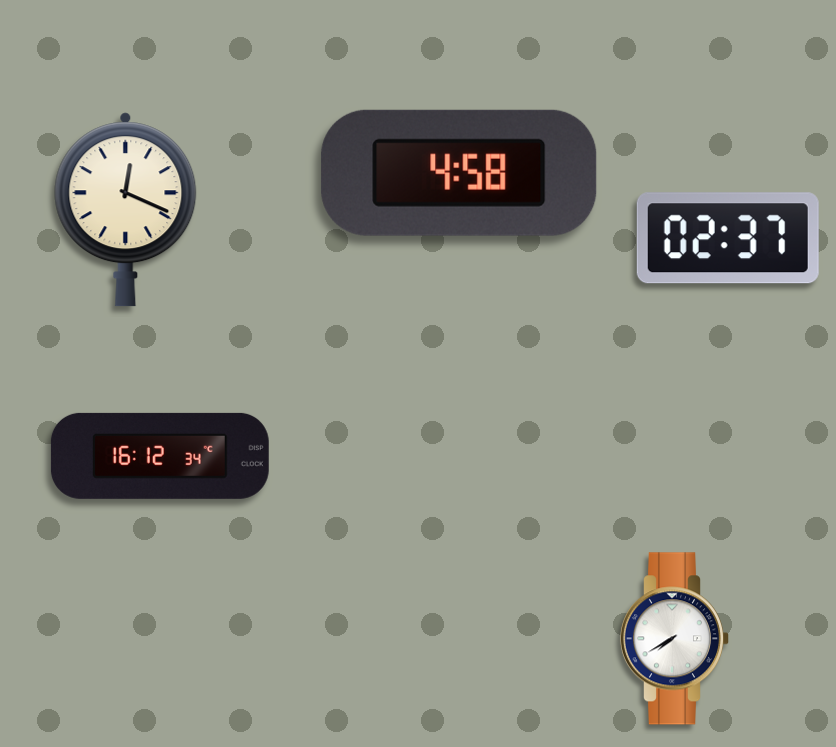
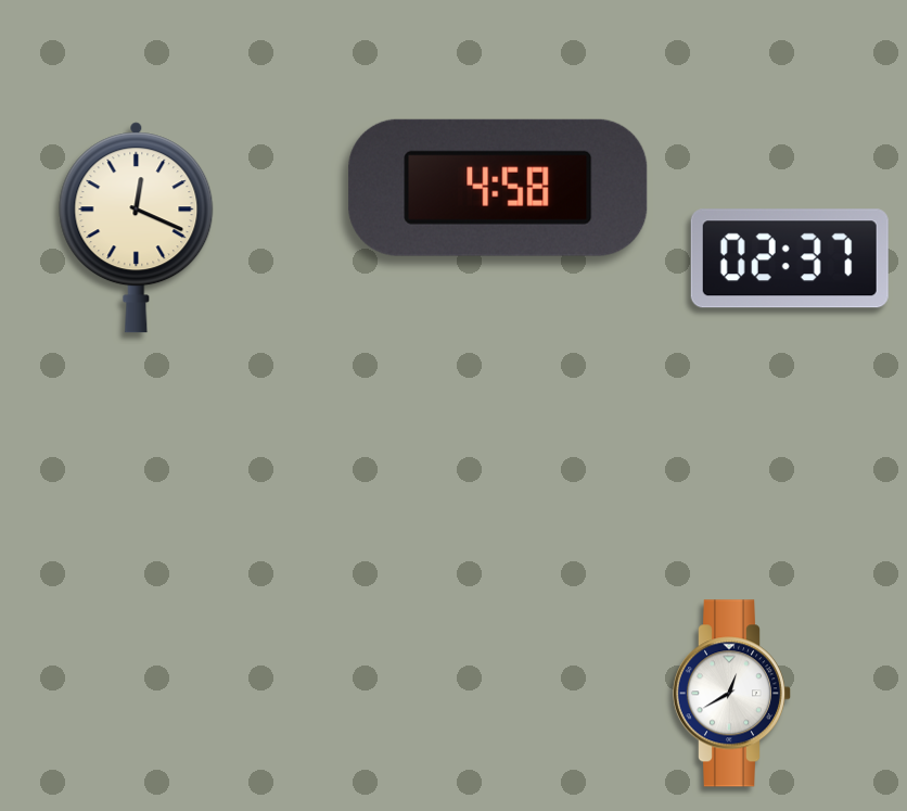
clock at (160, 456): 16:12 -> none
clock at (674, 639): 7:40 -> 12:40
